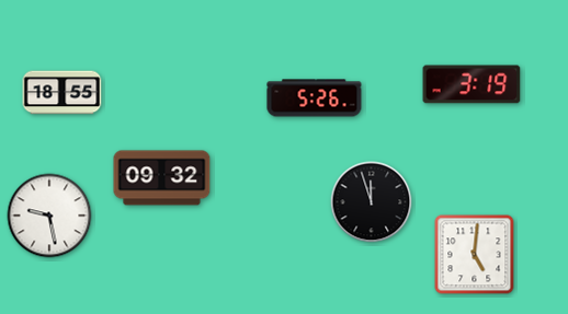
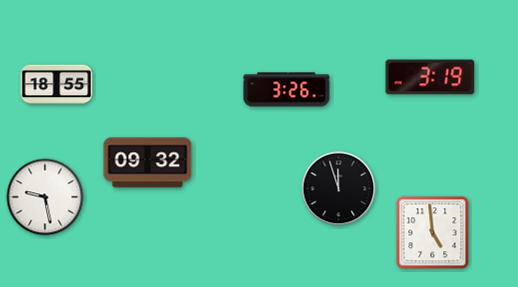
clock at (315, 98): 5:26 -> 3:26
clock at (372, 202) position: (372, 202) -> (339, 189)
clock at (475, 255): 5:01 -> 4:59
